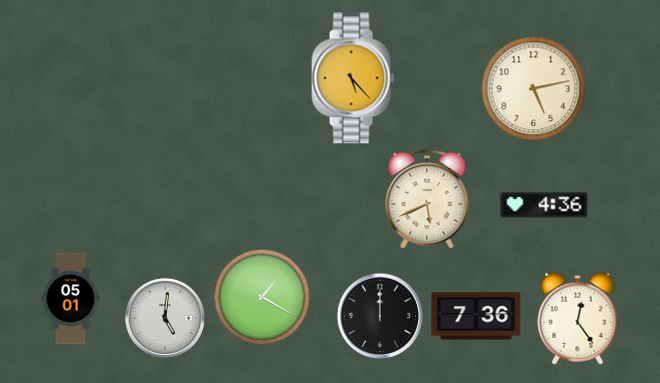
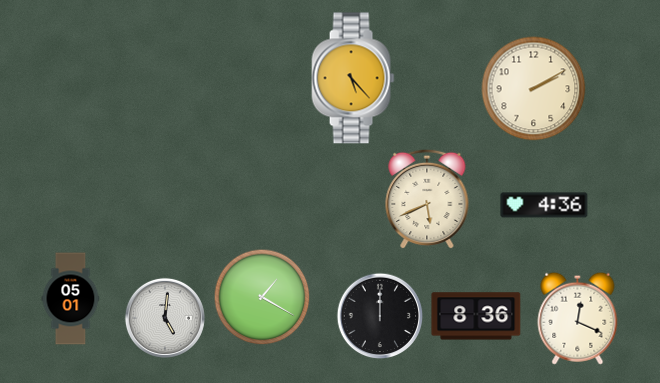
clock at (534, 89): 5:13 -> 2:10
clock at (476, 316): 7:36 -> 8:36
clock at (578, 318): 12:24 -> 12:19
